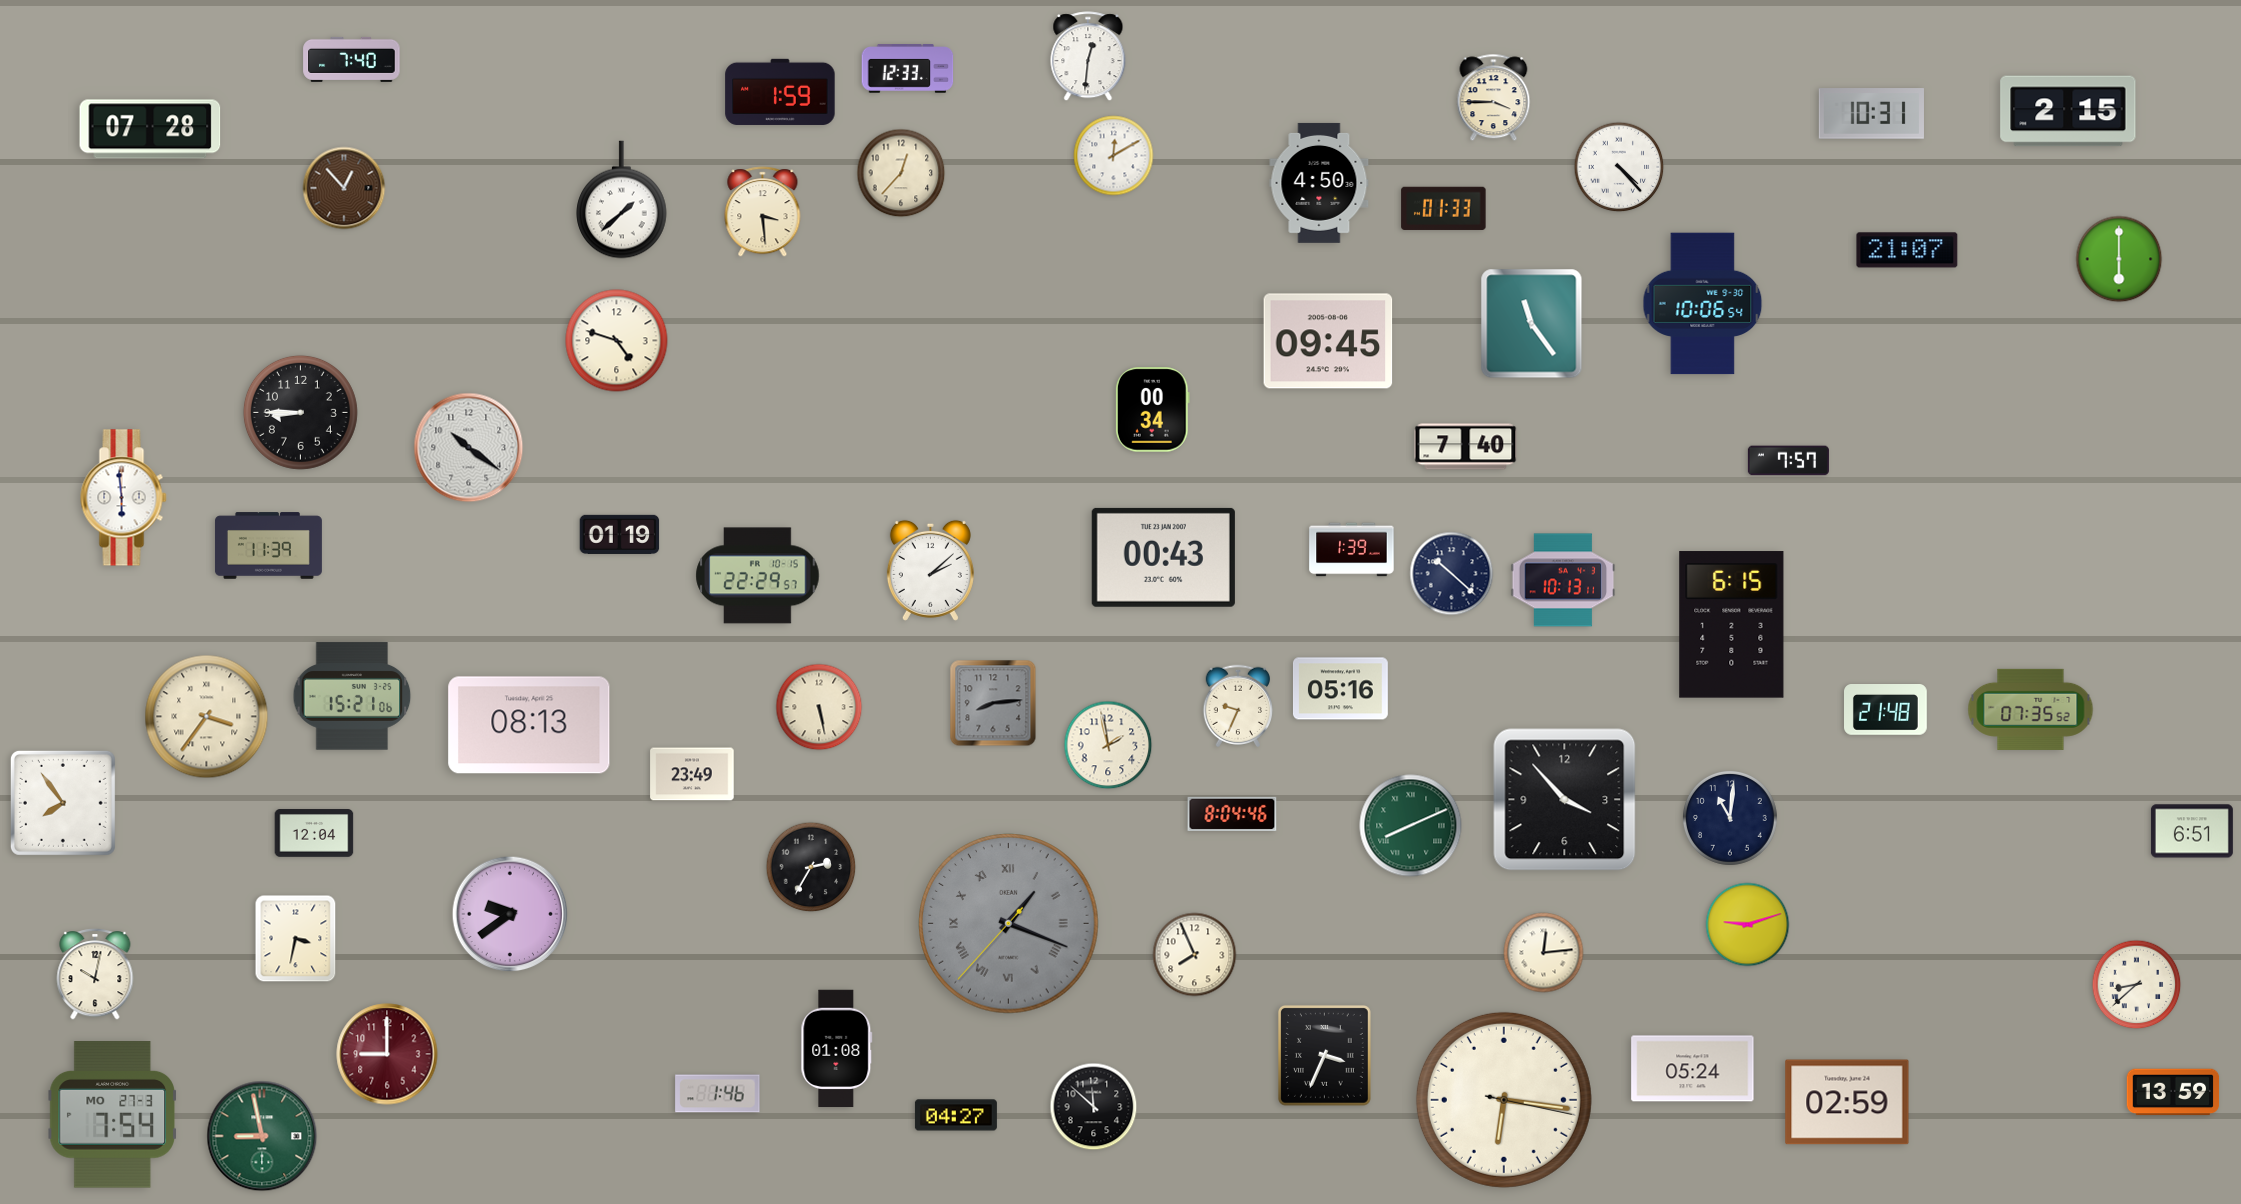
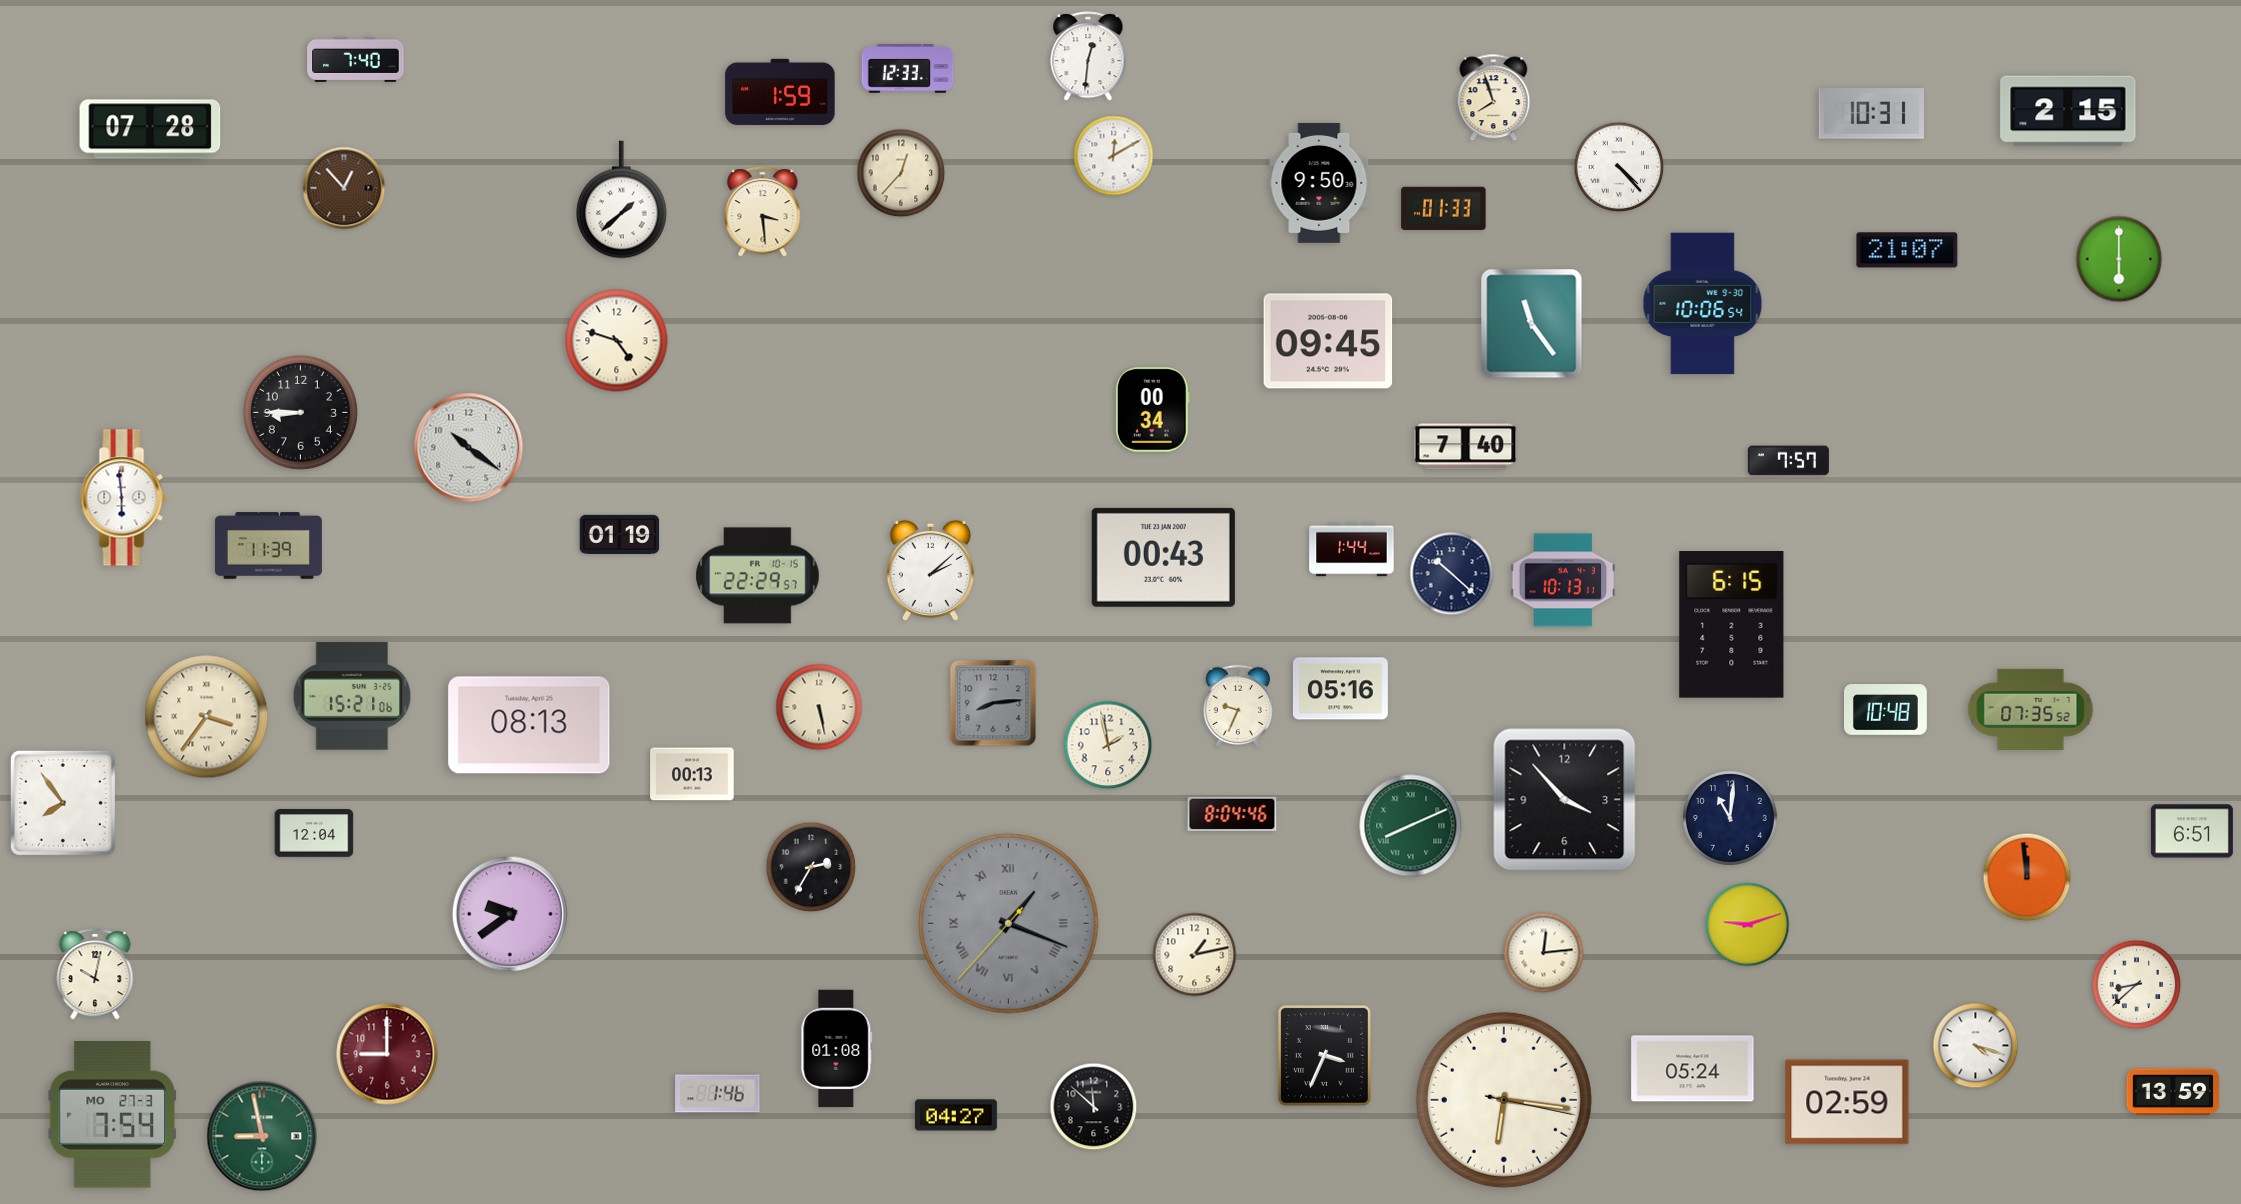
clock at (352, 59) position: (352, 59) -> (356, 59)
clock at (1494, 98): 3:45 -> 7:57
clock at (1319, 183): 4:50 -> 9:50
clock at (1352, 550): 1:39 -> 1:44
clock at (1886, 710): 21:48 -> 10:48
clock at (692, 774): 23:49 -> 00:13
clock at (2027, 877): none -> 11:59
clock at (296, 939): 3:32 -> none
clock at (1195, 955): 7:56 -> 1:13
clock at (1976, 1046): none -> 4:18
